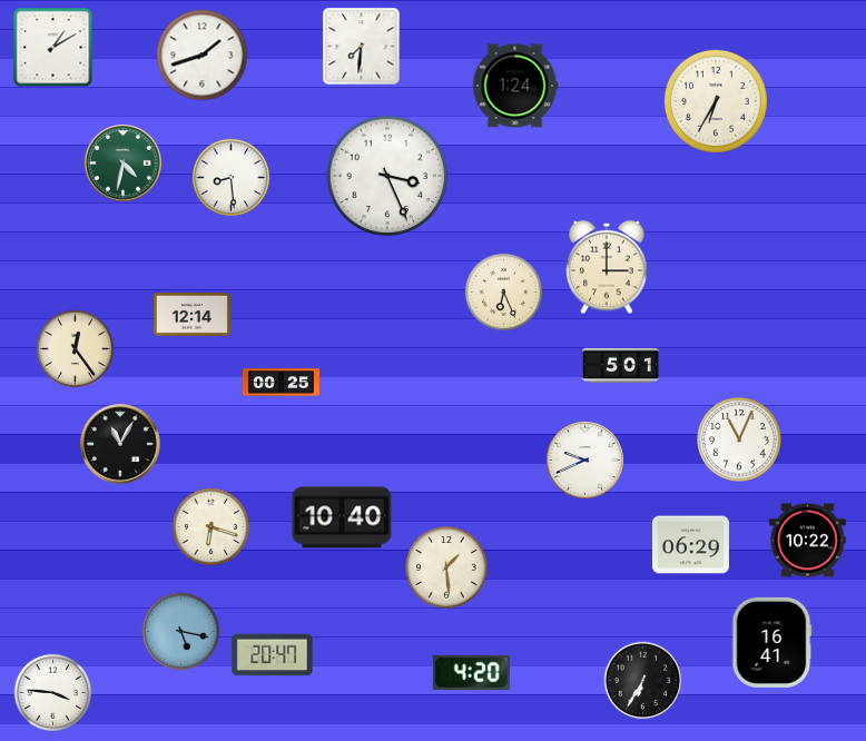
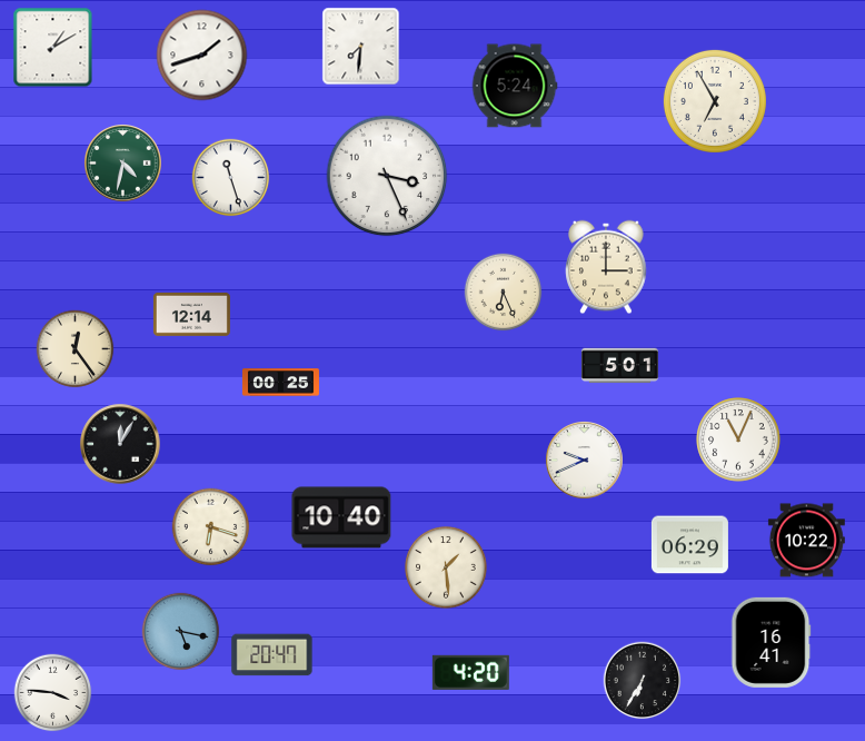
clock at (515, 86): 1:24 -> 5:24
clock at (716, 101): 6:35 -> 6:55
clock at (232, 178): 8:29 -> 11:27
clock at (120, 444): 11:05 -> 12:05
